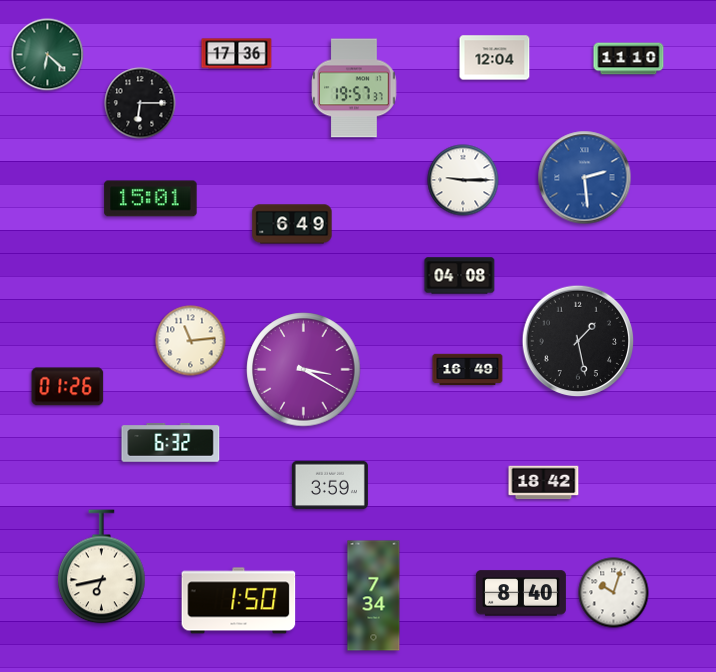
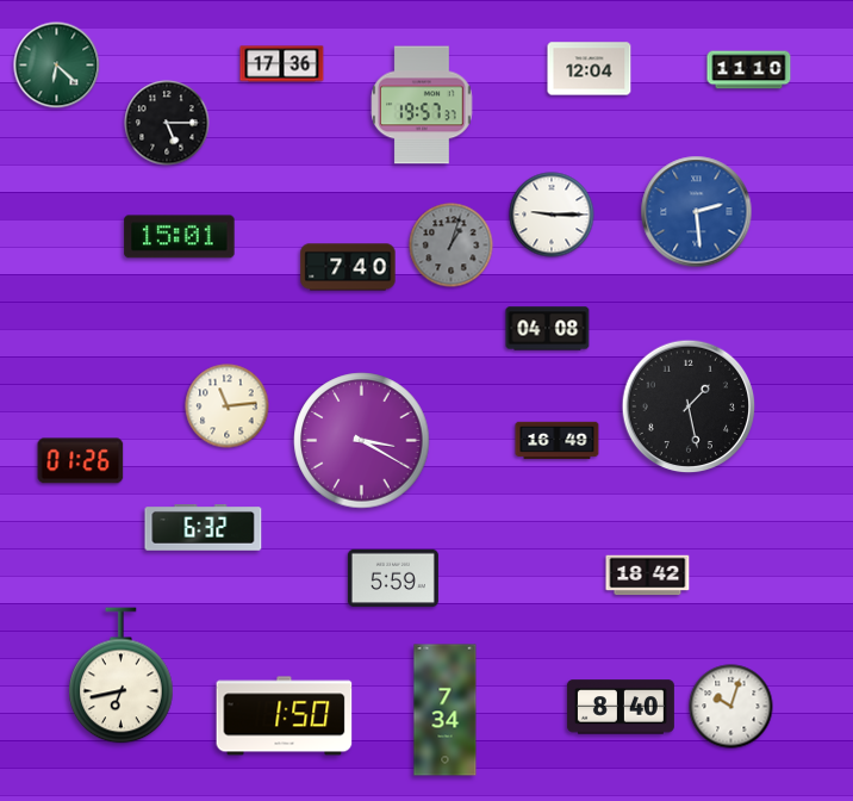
clock at (140, 103): 6:15 -> 5:15
clock at (452, 246): none -> 1:03
clock at (292, 224): 6:49 -> 7:40
clock at (330, 485): 3:59 -> 5:59
